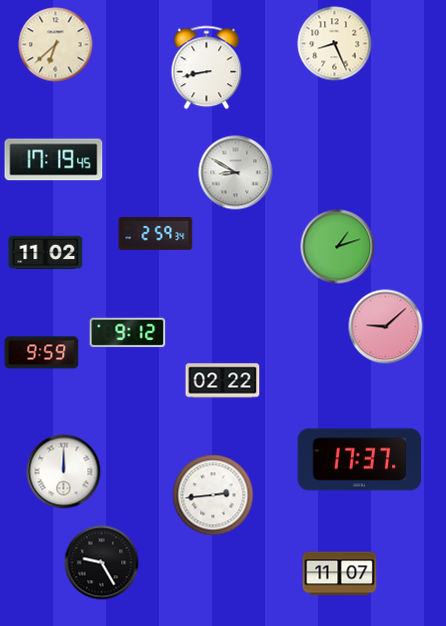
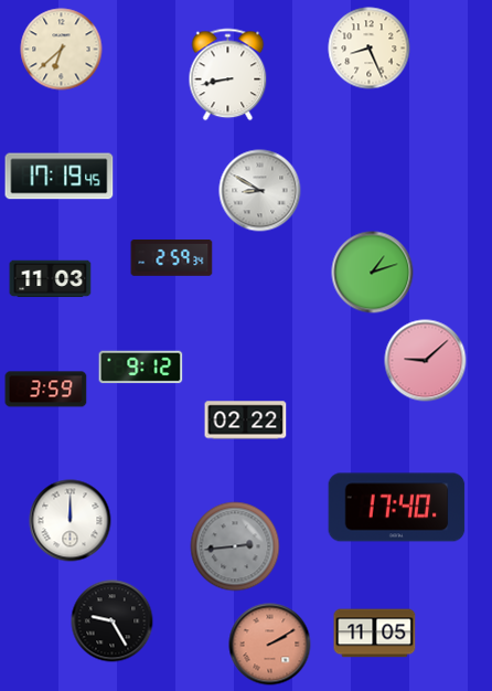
clock at (46, 253): 11:02 -> 11:03
clock at (42, 353): 9:59 -> 3:59
clock at (360, 460): 17:37 -> 17:40
clock at (213, 495) dial: white -> grey
clock at (340, 574): 11:07 -> 11:05
clock at (270, 645): none -> 2:10
